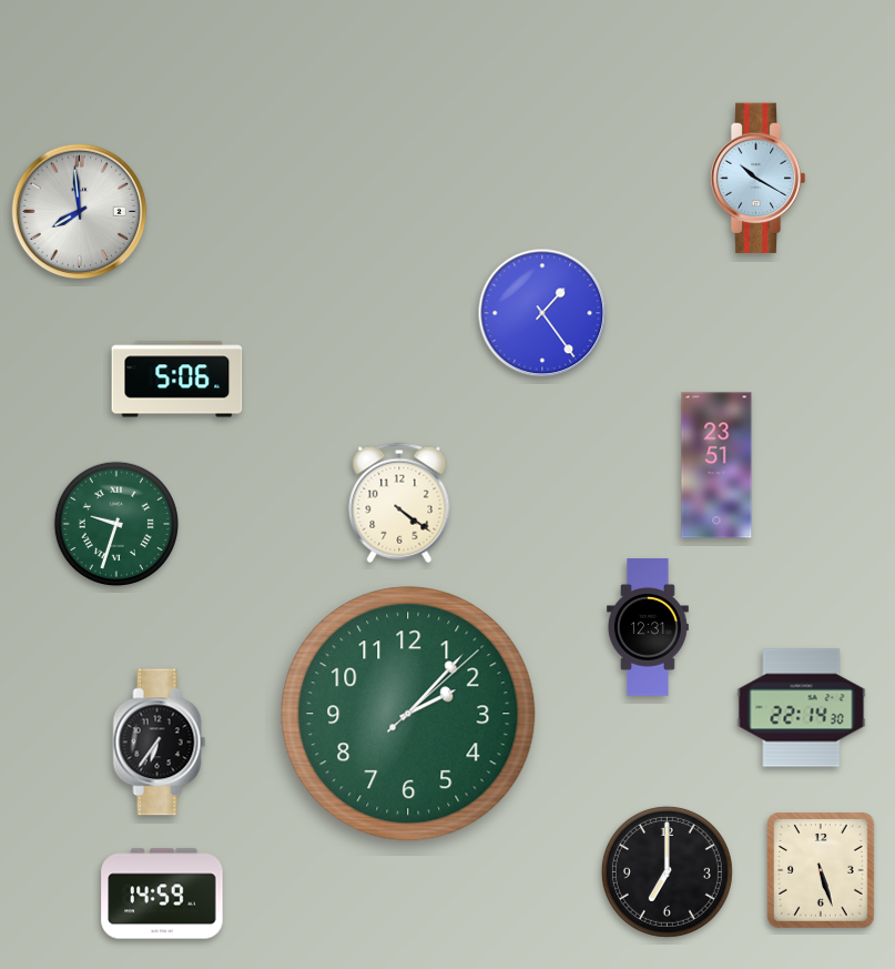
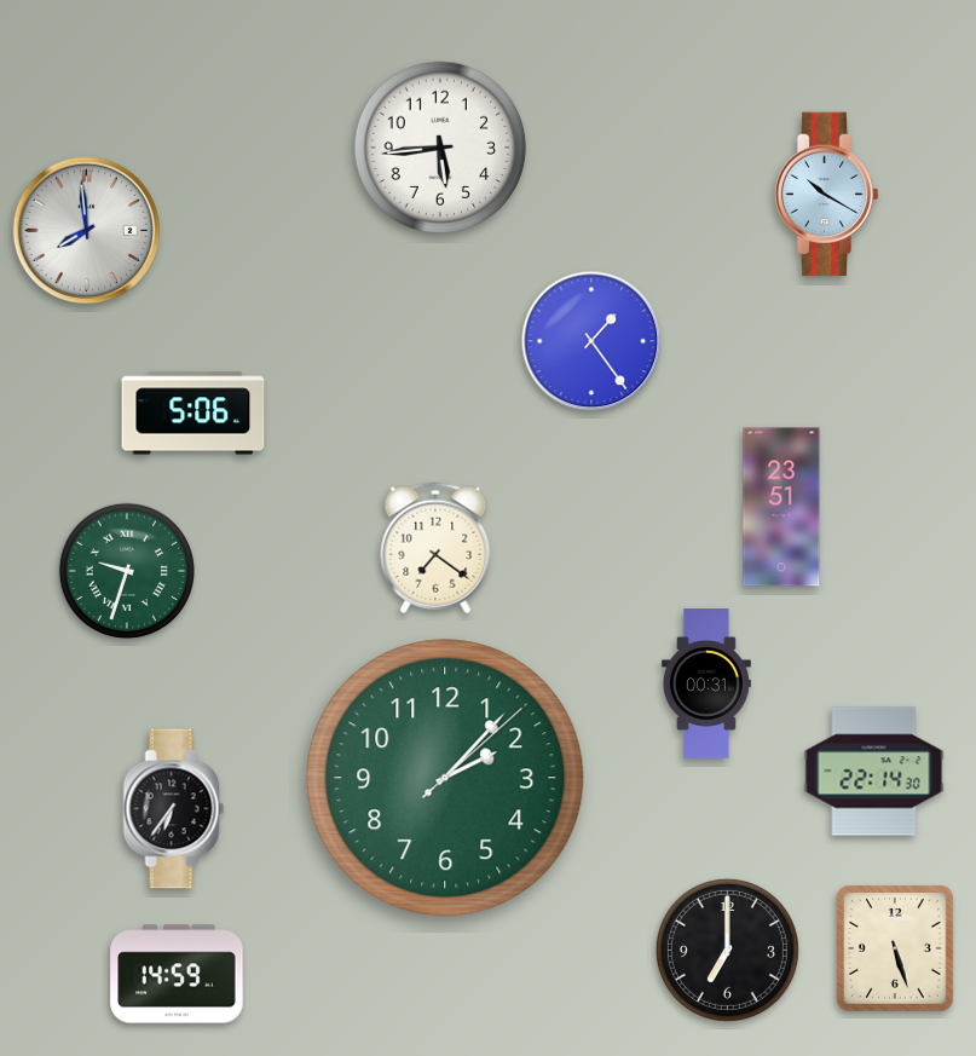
clock at (440, 148): none -> 5:44
clock at (399, 503): 4:21 -> 7:21
clock at (648, 627): 12:31 -> 00:31
